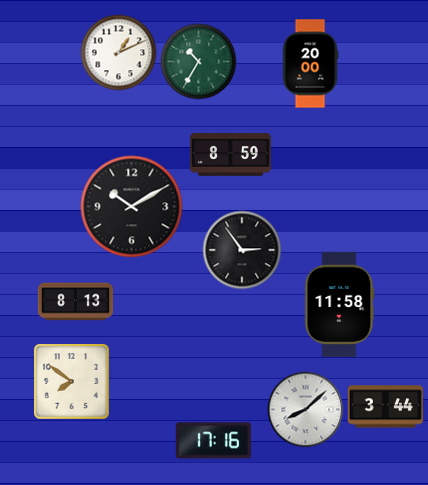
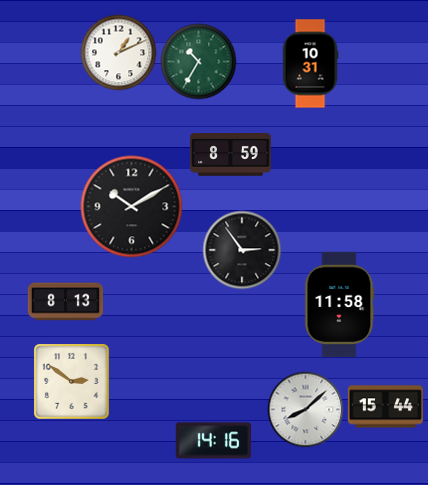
clock at (310, 64): 20:00 -> 10:31
clock at (76, 302) position: (76, 302) -> (66, 302)
clock at (72, 382): 7:51 -> 2:51
clock at (385, 407): 3:44 -> 15:44
clock at (213, 441): 17:16 -> 14:16
